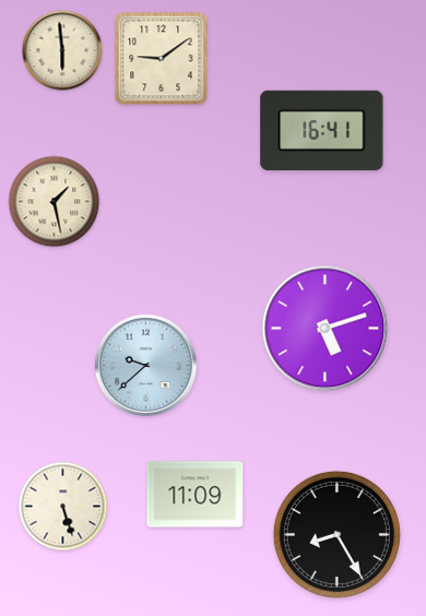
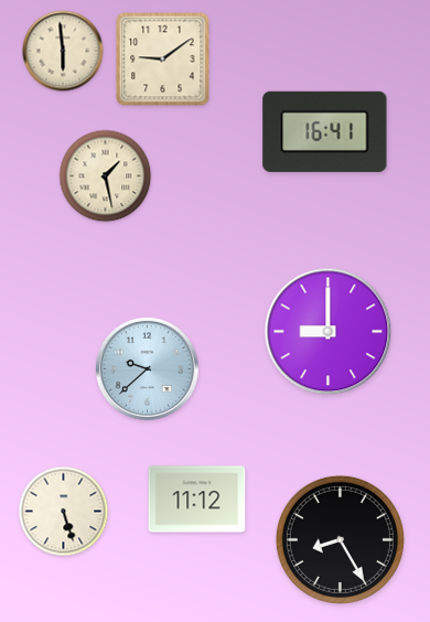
clock at (55, 202) position: (55, 202) -> (106, 176)
clock at (326, 329): 5:12 -> 9:00
clock at (196, 495): 11:09 -> 11:12
